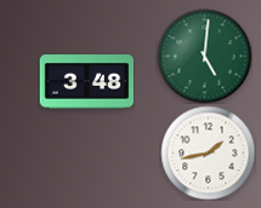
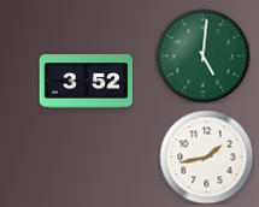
clock at (86, 82): 3:48 -> 3:52
clock at (208, 152) position: (208, 152) -> (206, 156)
